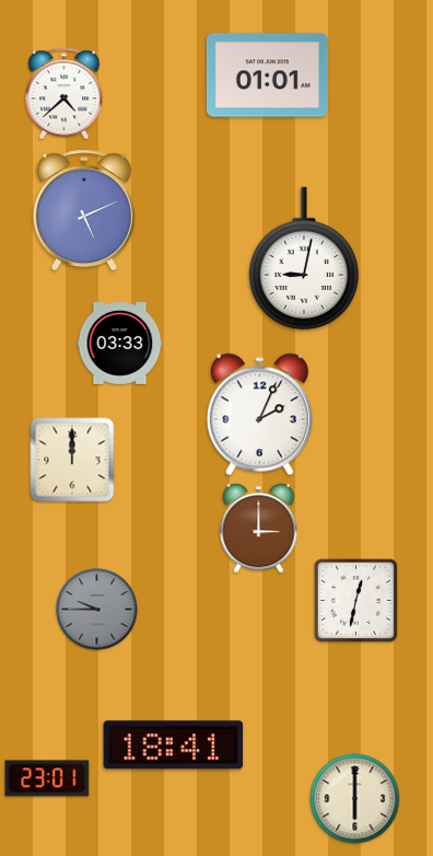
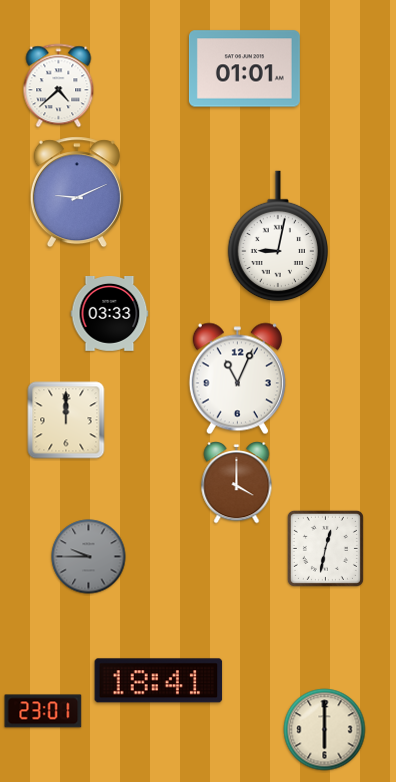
clock at (84, 210): 5:11 -> 9:11
clock at (259, 415): 2:04 -> 11:04
clock at (259, 529): 3:00 -> 4:00
